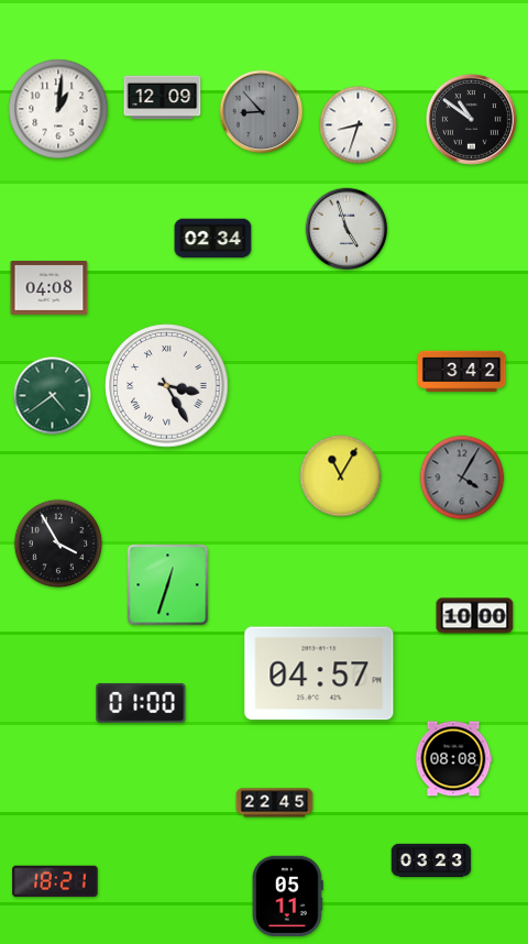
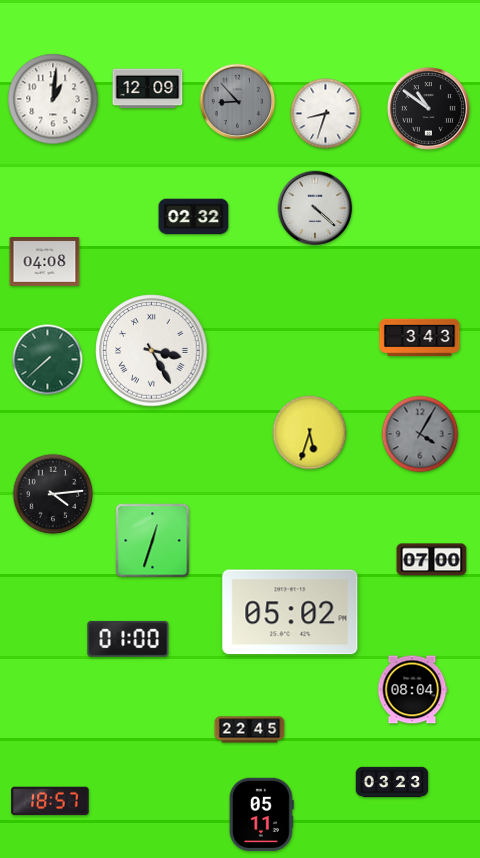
clock at (346, 229): 4:57 -> 4:22
clock at (213, 239): 02:34 -> 02:32
clock at (462, 372): 3:42 -> 3:43
clock at (53, 396): 4:39 -> 7:38
clock at (341, 476): 11:05 -> 5:33
clock at (58, 544): 3:55 -> 4:14
clock at (168, 585) position: (168, 585) -> (153, 541)
clock at (475, 616): 10:00 -> 07:00
clock at (319, 673): 04:57 -> 05:02
clock at (453, 759): 08:08 -> 08:04
clock at (55, 881): 18:21 -> 18:57
